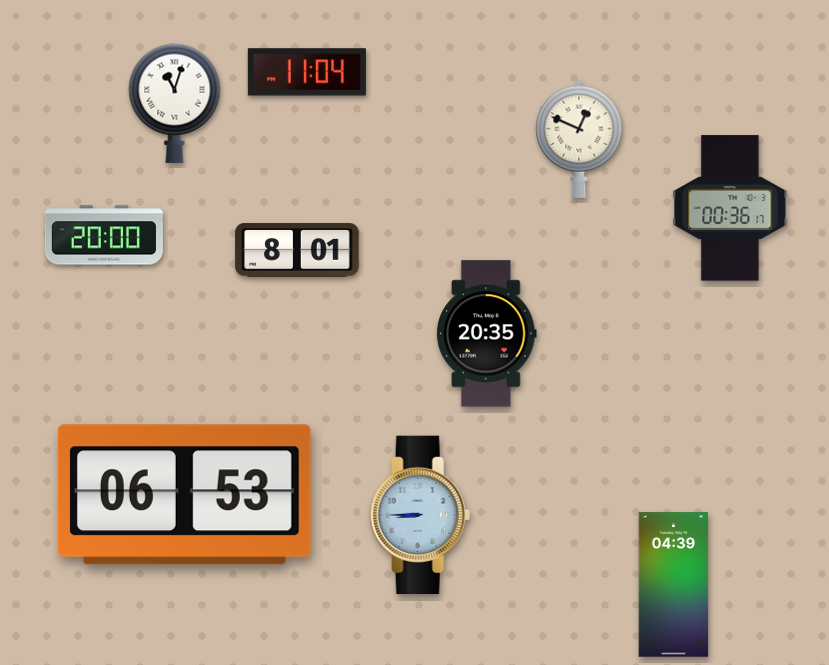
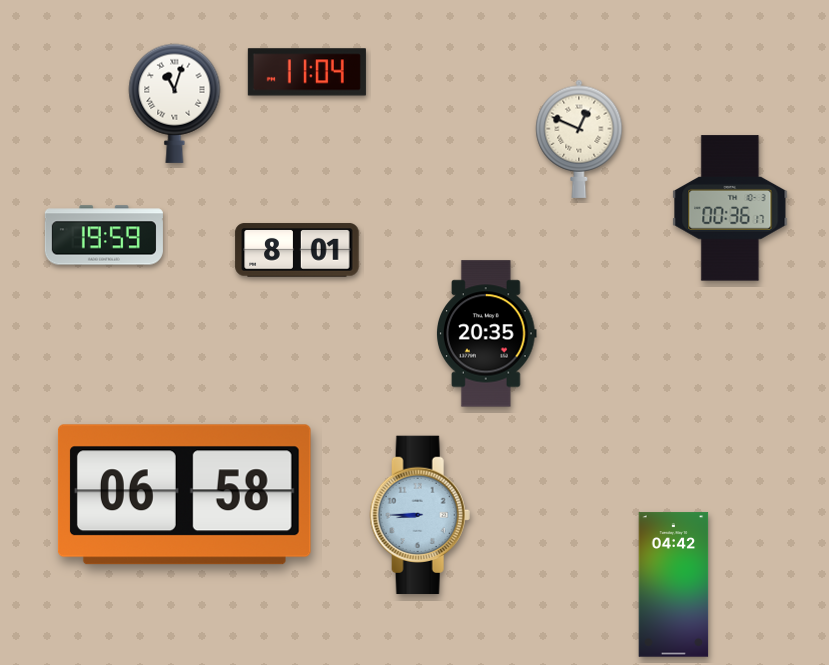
clock at (104, 235): 20:00 -> 19:59
clock at (184, 495): 06:53 -> 06:58
clock at (674, 585): 04:39 -> 04:42
